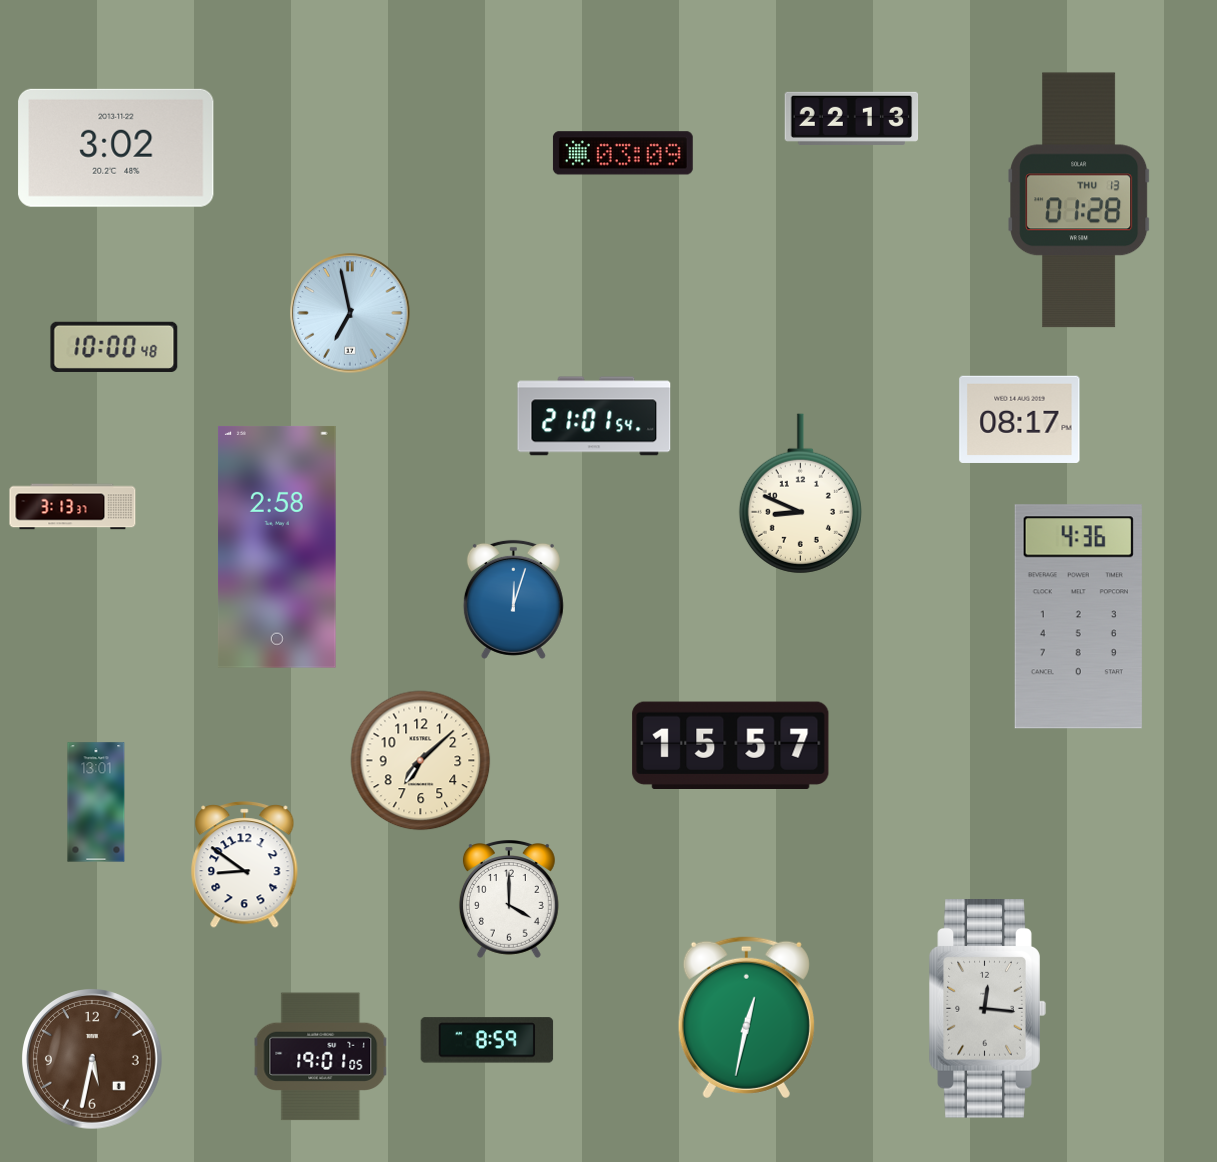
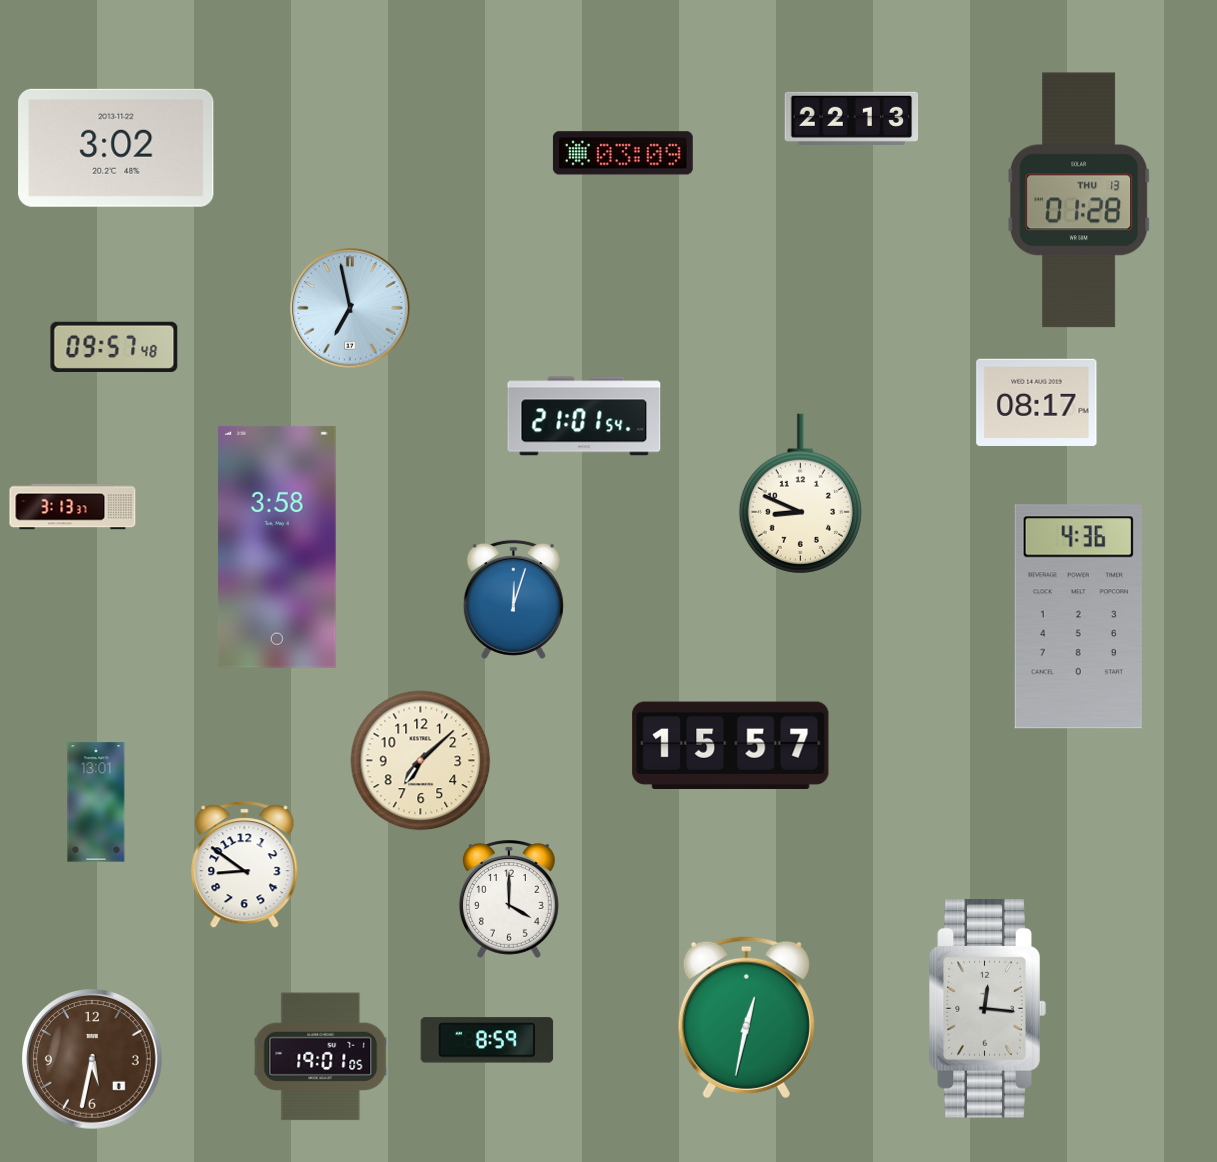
clock at (350, 313) position: (350, 313) -> (350, 308)
clock at (114, 347): 10:00 -> 09:57
clock at (594, 416) position: (594, 416) -> (584, 416)
clock at (1020, 419) position: (1020, 419) -> (1037, 402)
clock at (277, 547): 2:58 -> 3:58
